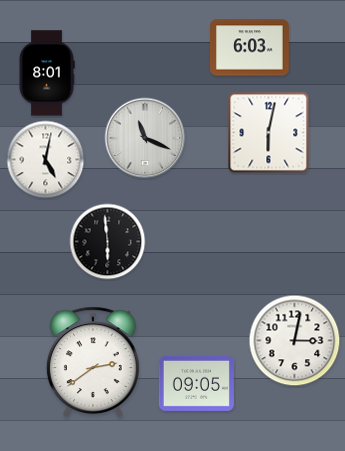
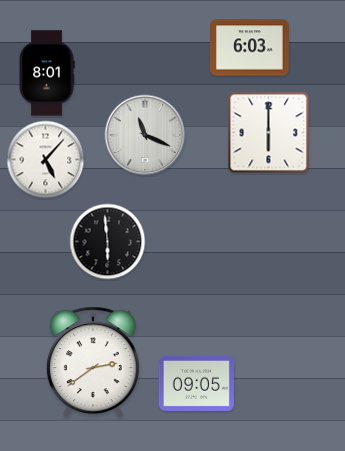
clock at (269, 133): 6:02 -> 6:00
clock at (145, 138) position: (145, 138) -> (145, 135)
clock at (46, 160): 5:02 -> 5:07
clock at (295, 341): 3:02 -> none
